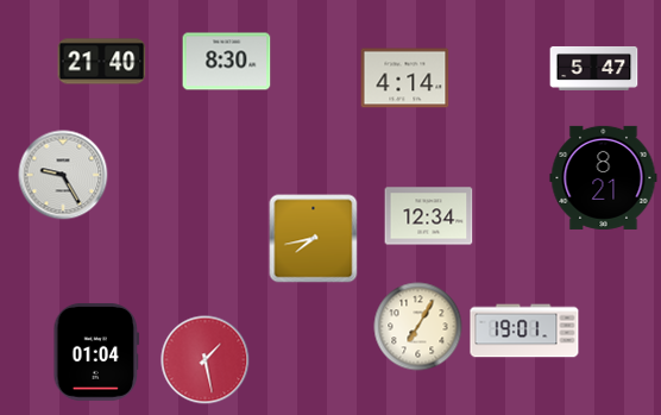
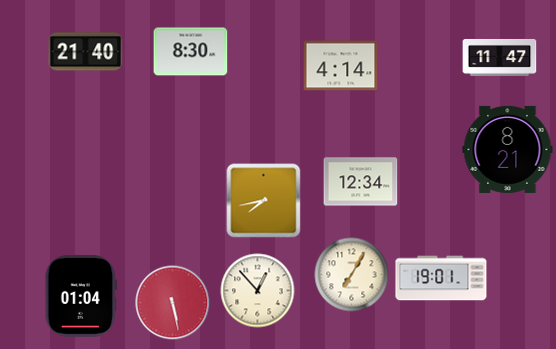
clock at (594, 68): 5:47 -> 11:47
clock at (63, 175): 9:25 -> none
clock at (258, 291): none -> 12:53
clock at (206, 360): 1:28 -> 5:28
